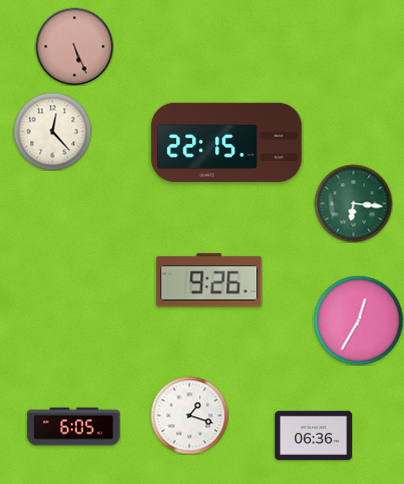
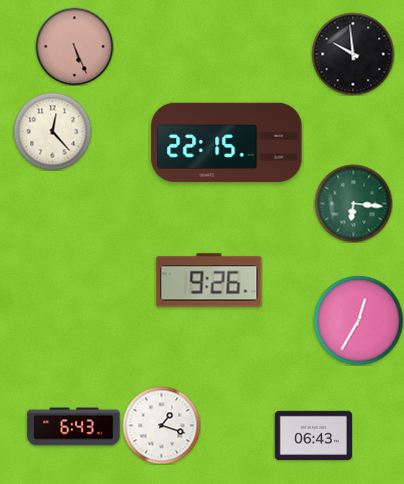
clock at (353, 54): none -> 9:59
clock at (189, 415) position: (189, 415) -> (161, 425)
clock at (74, 427): 6:05 -> 6:43
clock at (313, 435): 06:36 -> 06:43
